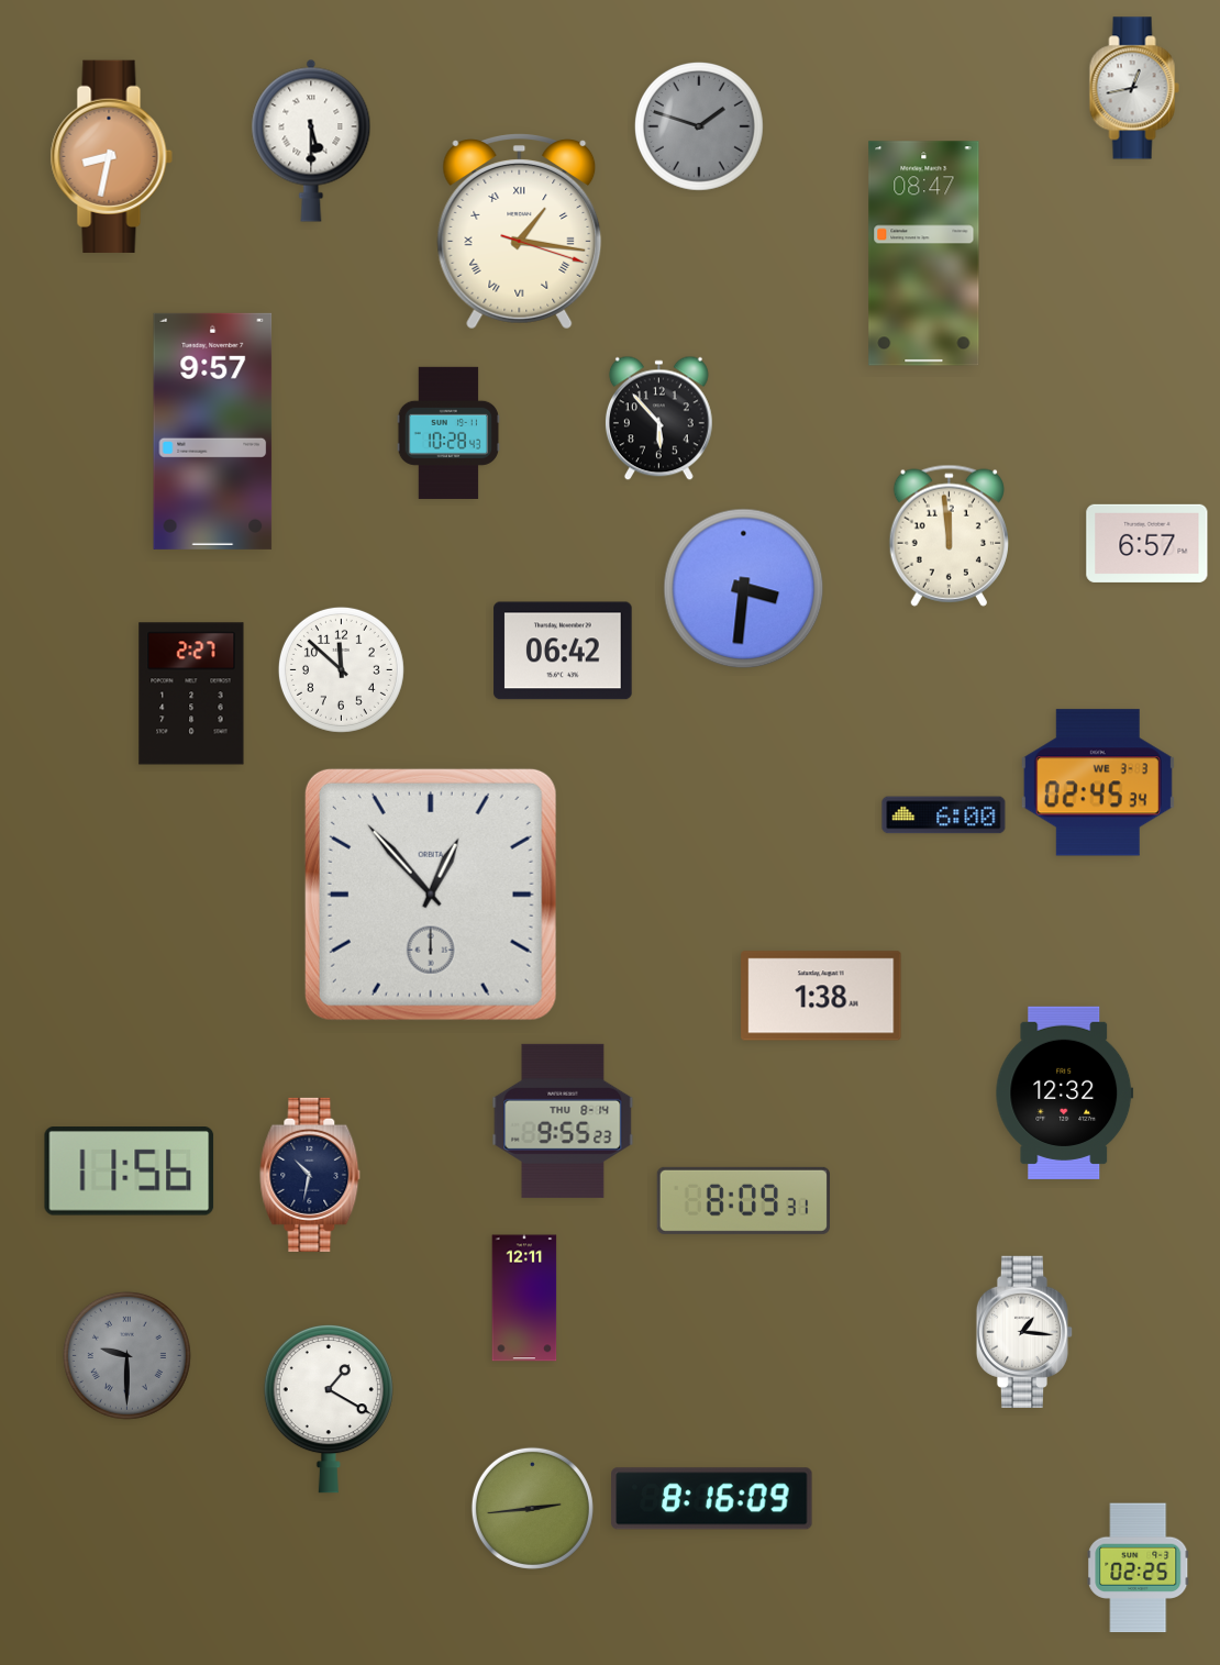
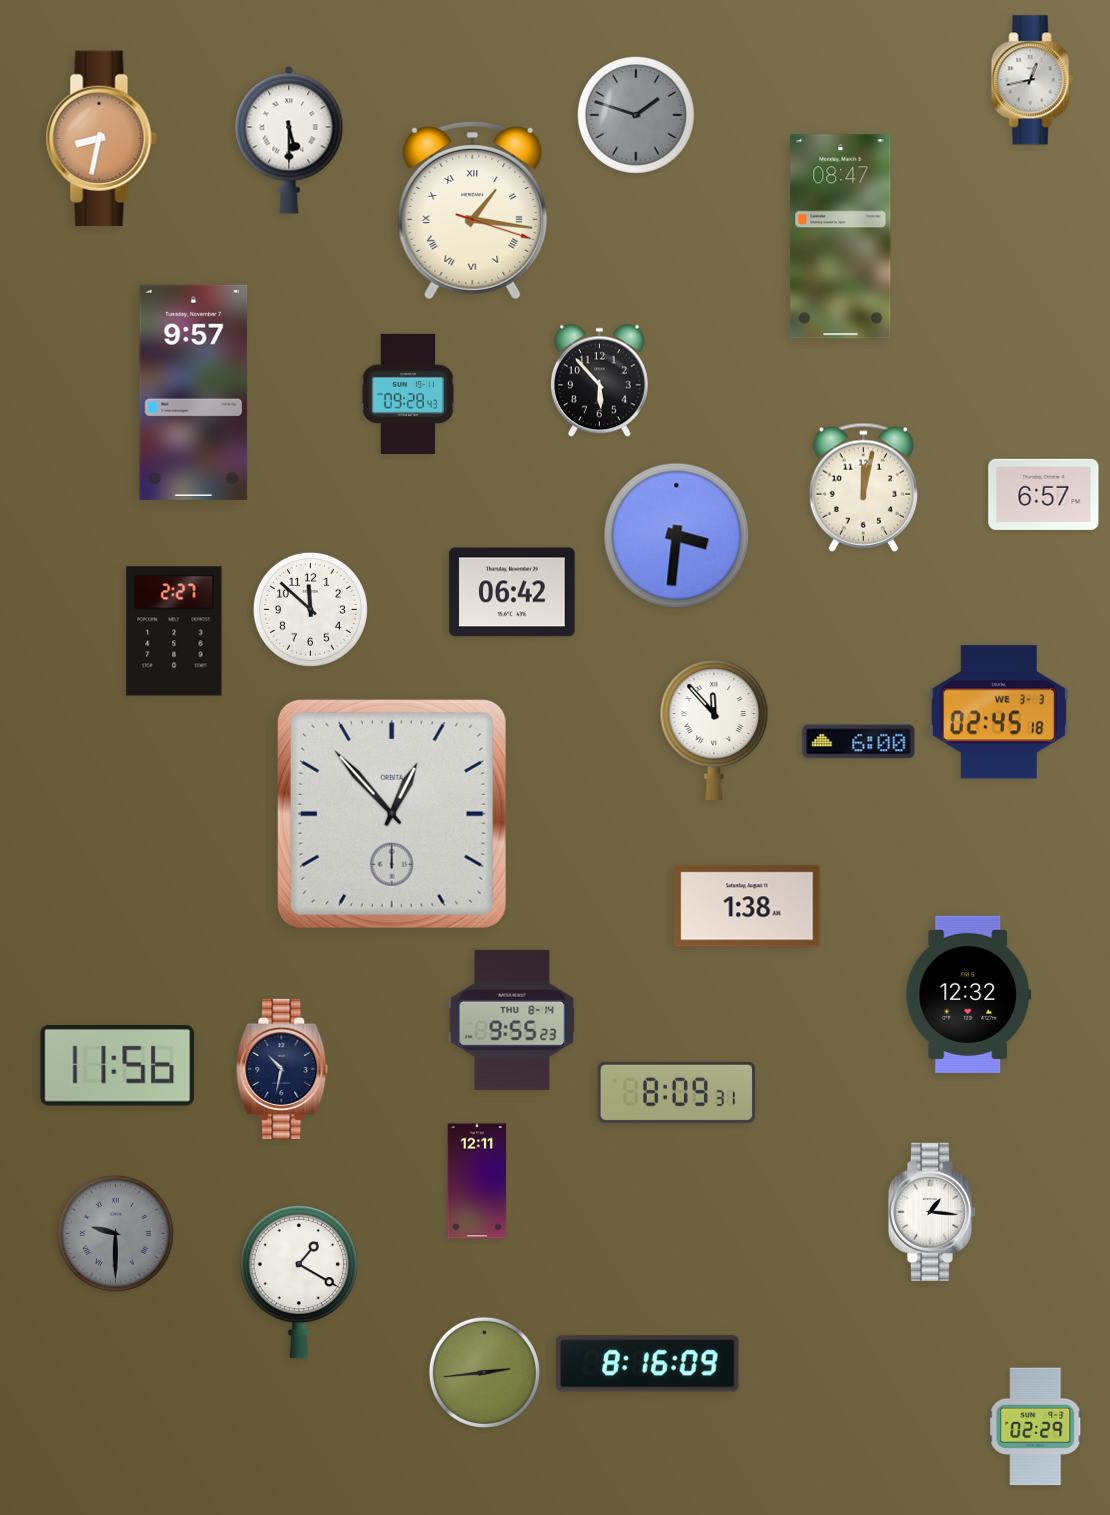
clock at (311, 141) position: (311, 141) -> (289, 140)
clock at (111, 156) position: (111, 156) -> (101, 138)
clock at (924, 254) position: (924, 254) -> (841, 237)
clock at (448, 433): 10:28 -> 09:28
clock at (949, 535): 11:59 -> 12:02
clock at (1098, 782): 02:45:34 -> 02:45:18
clock at (714, 730): none -> 11:53
clock at (1139, 1568): 02:25 -> 02:29
